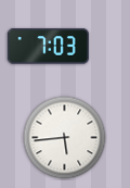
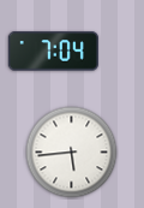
clock at (48, 47): 7:03 -> 7:04
